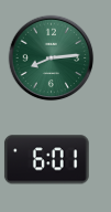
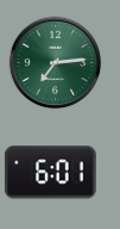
clock at (51, 57): 8:14 -> 7:14
